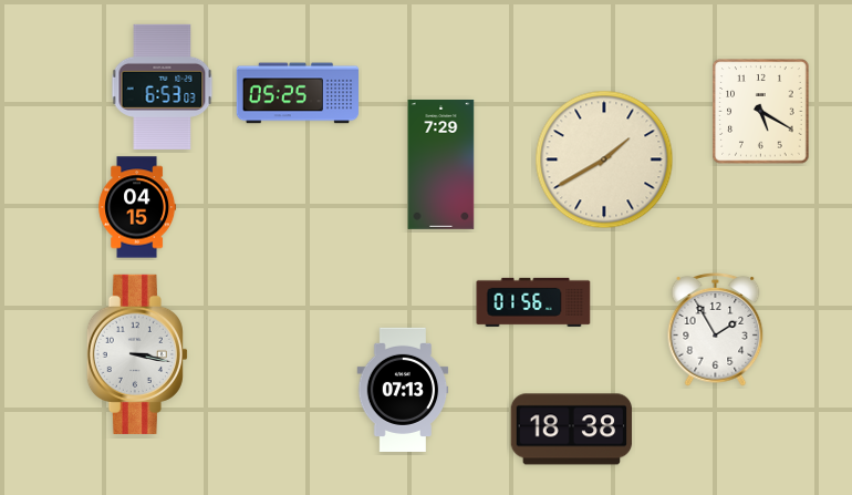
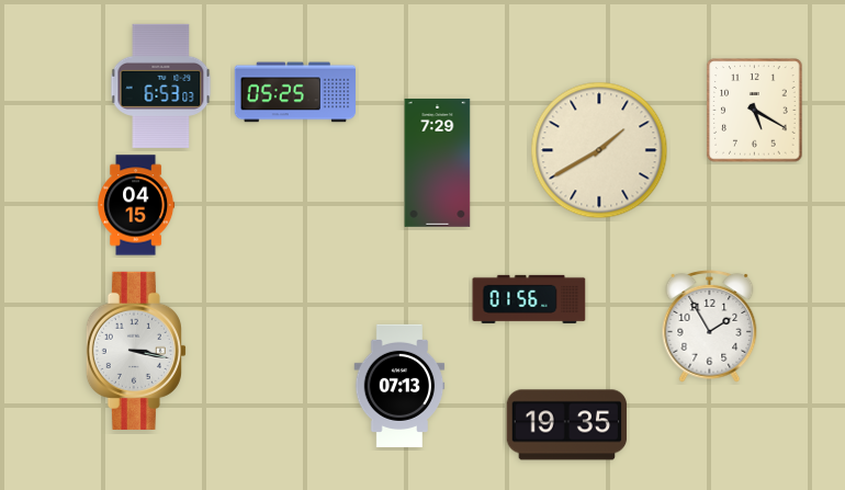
clock at (604, 159) position: (604, 159) -> (599, 150)
clock at (572, 430): 18:38 -> 19:35
